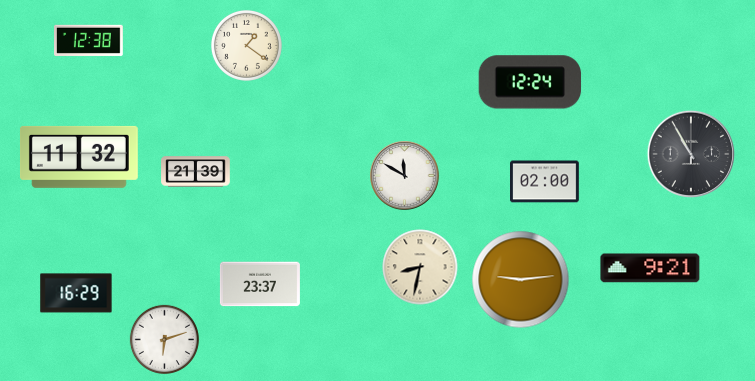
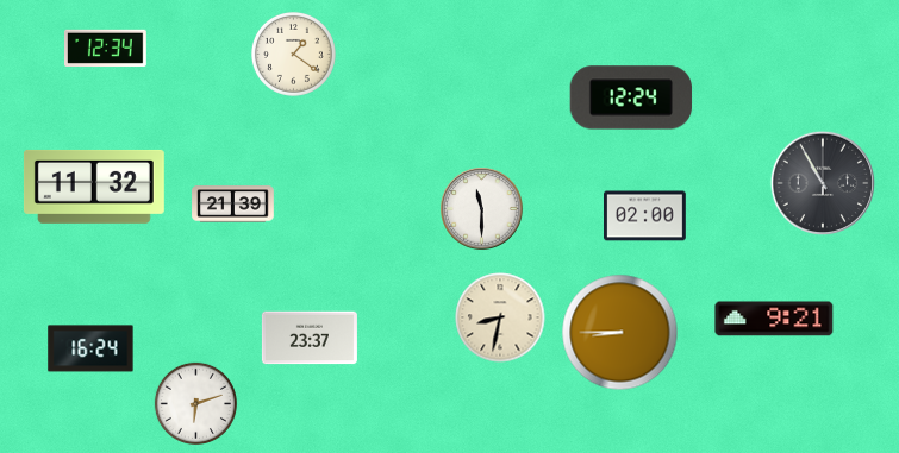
clock at (89, 40): 12:38 -> 12:34
clock at (405, 176): 11:50 -> 11:30
clock at (545, 182) position: (545, 182) -> (645, 216)
clock at (521, 280): 9:14 -> 8:45
clock at (76, 293): 16:29 -> 16:24
